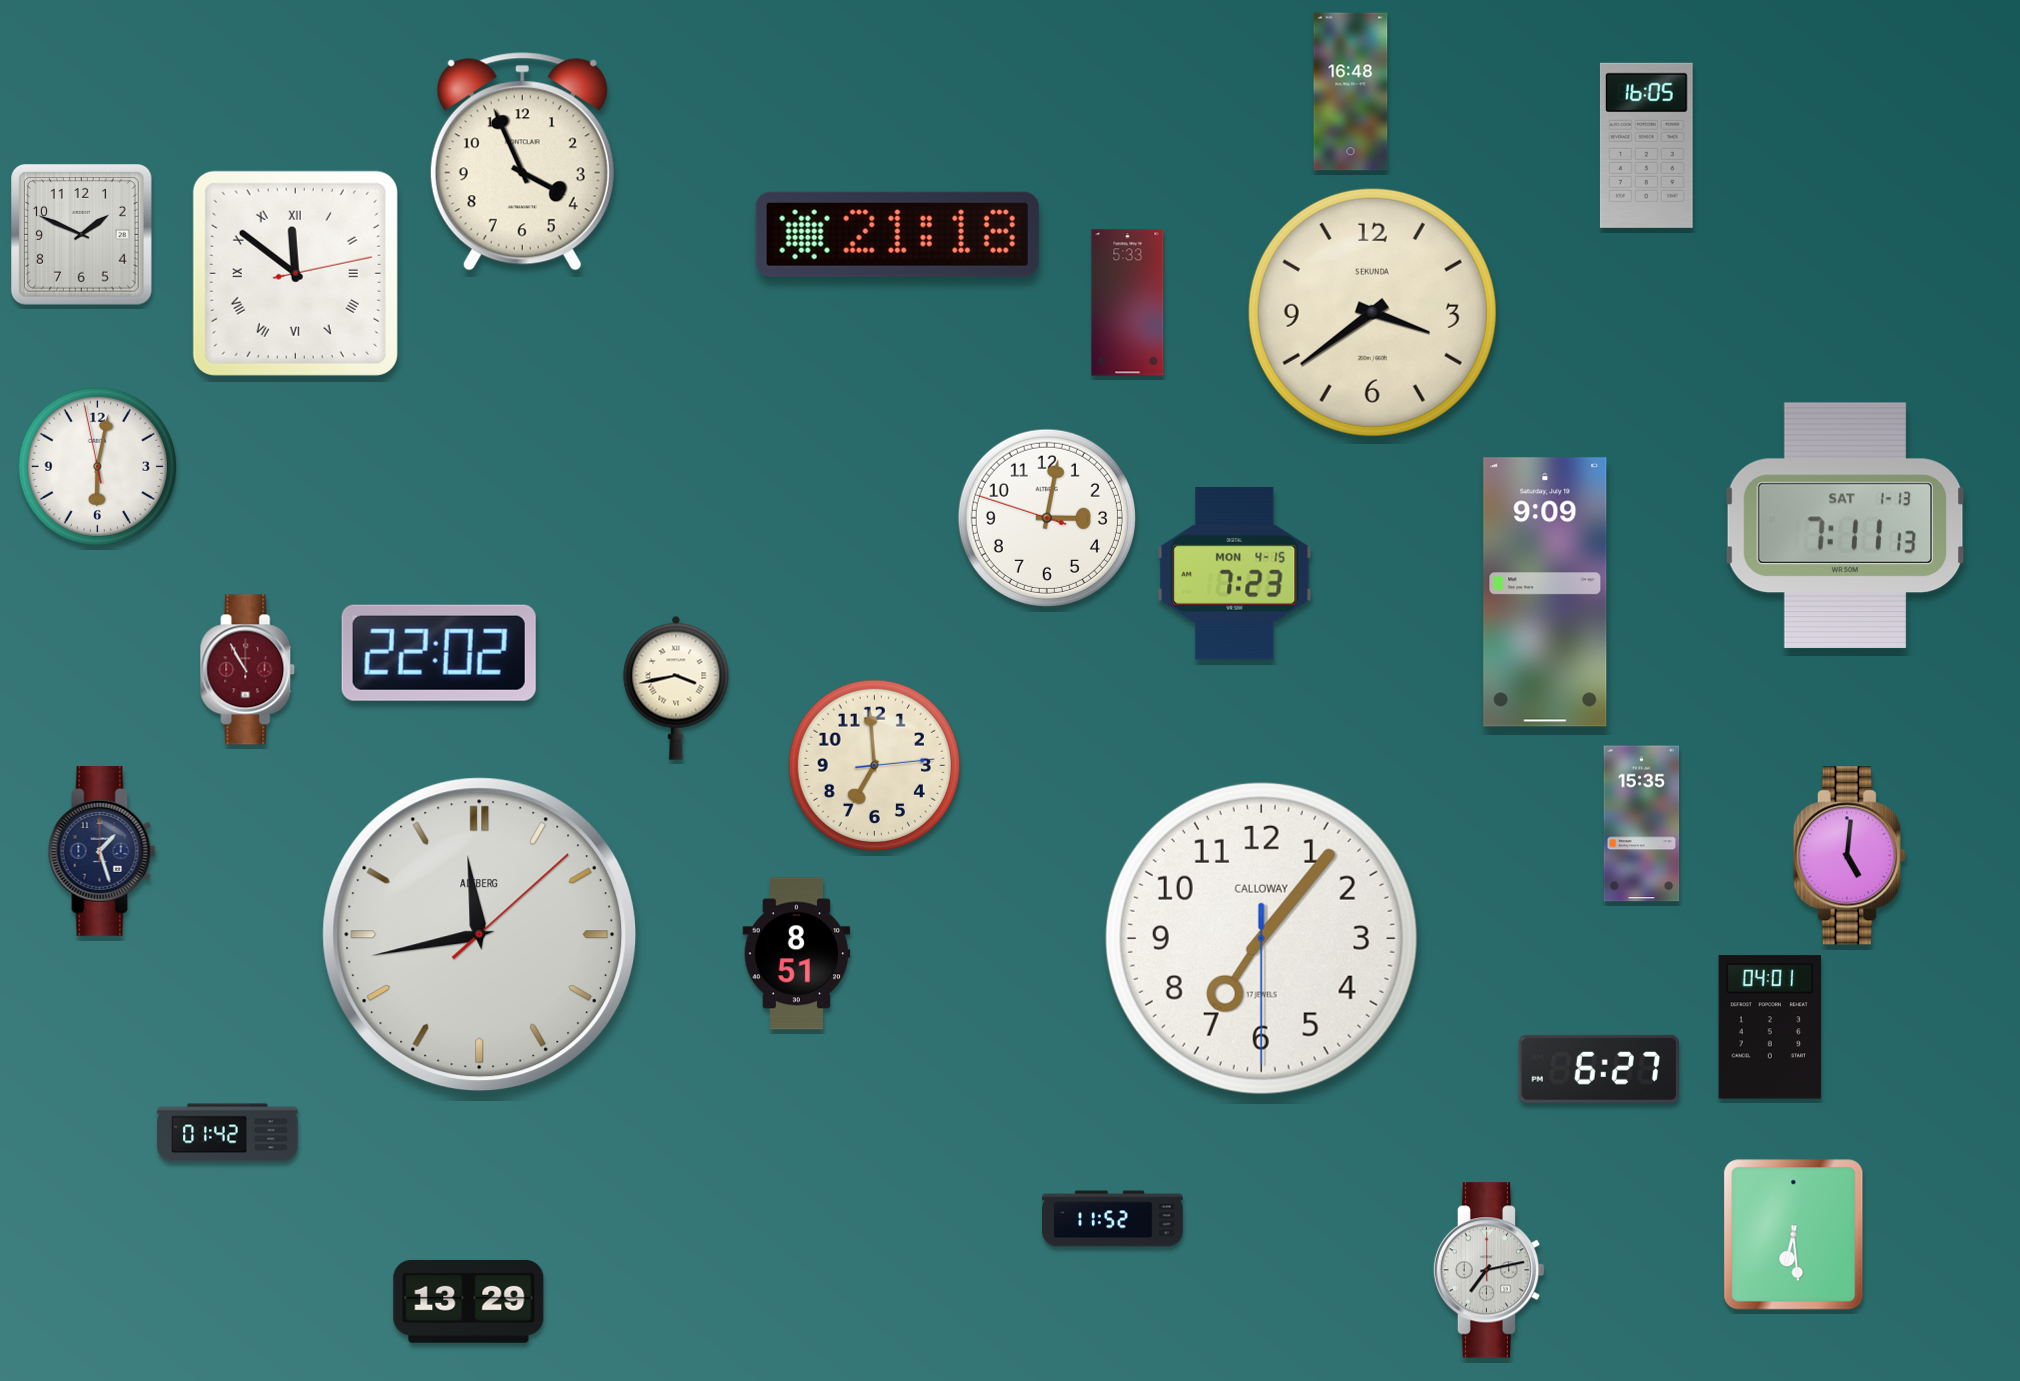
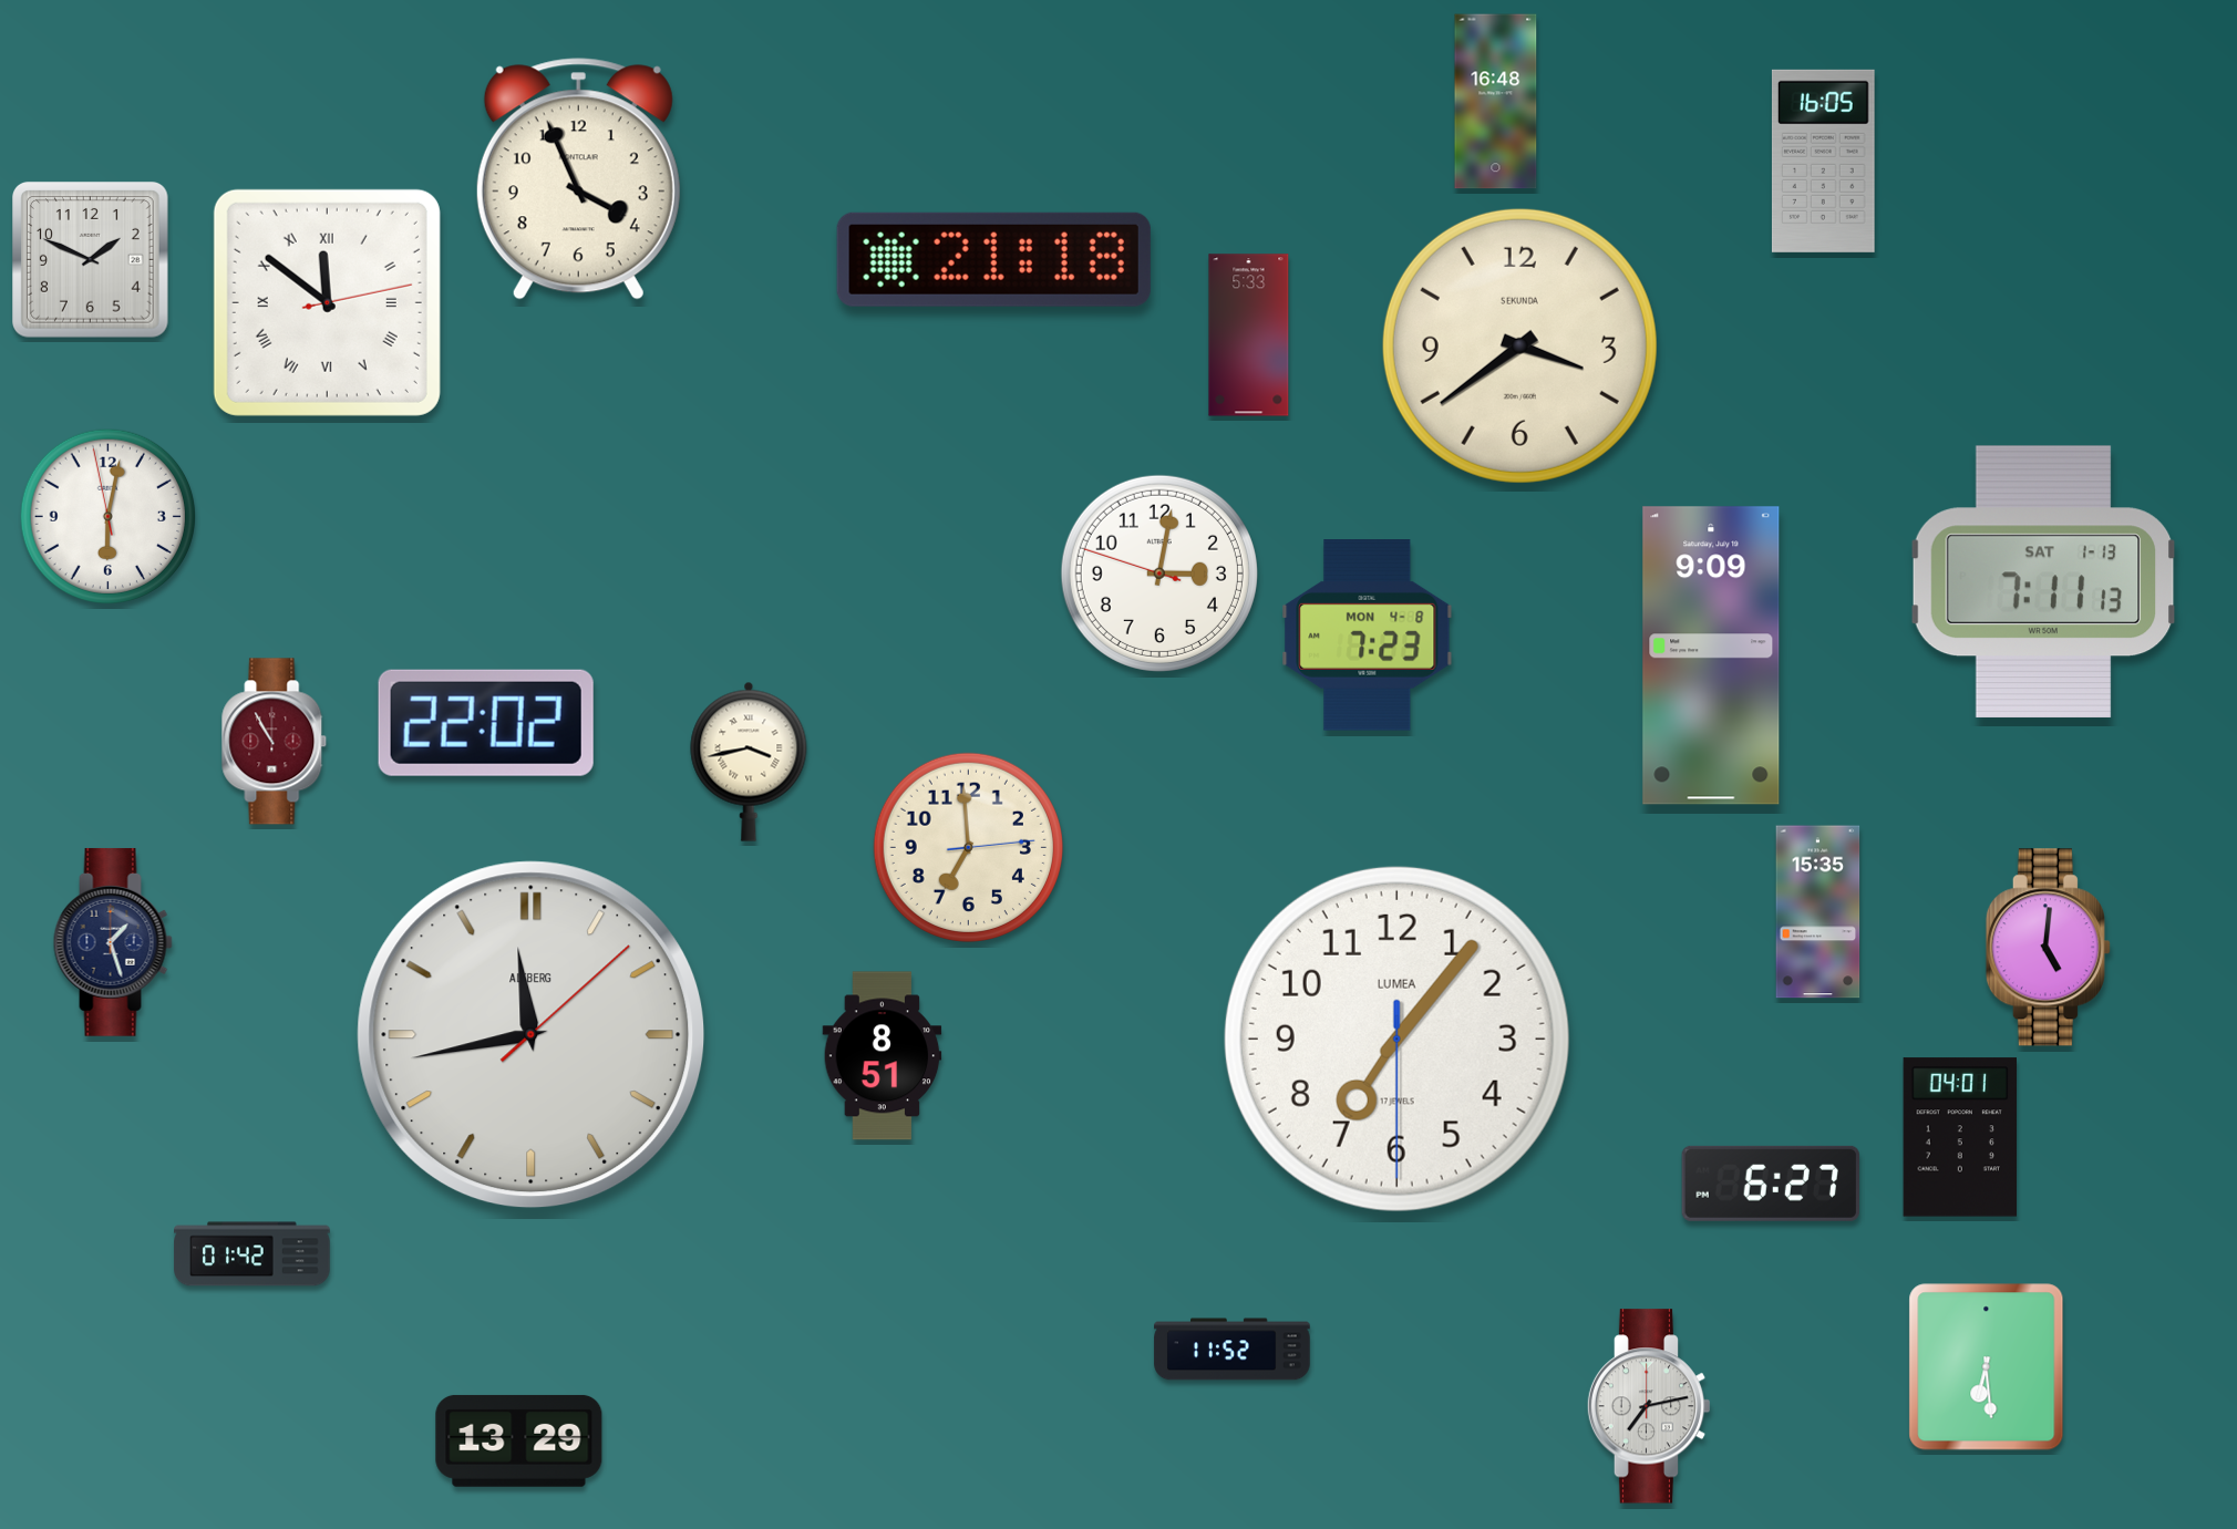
clock at (1235, 574) date: MON 4-15 -> MON 4-8
clock at (1261, 938) brand: CALLOWAY -> LUMEA
